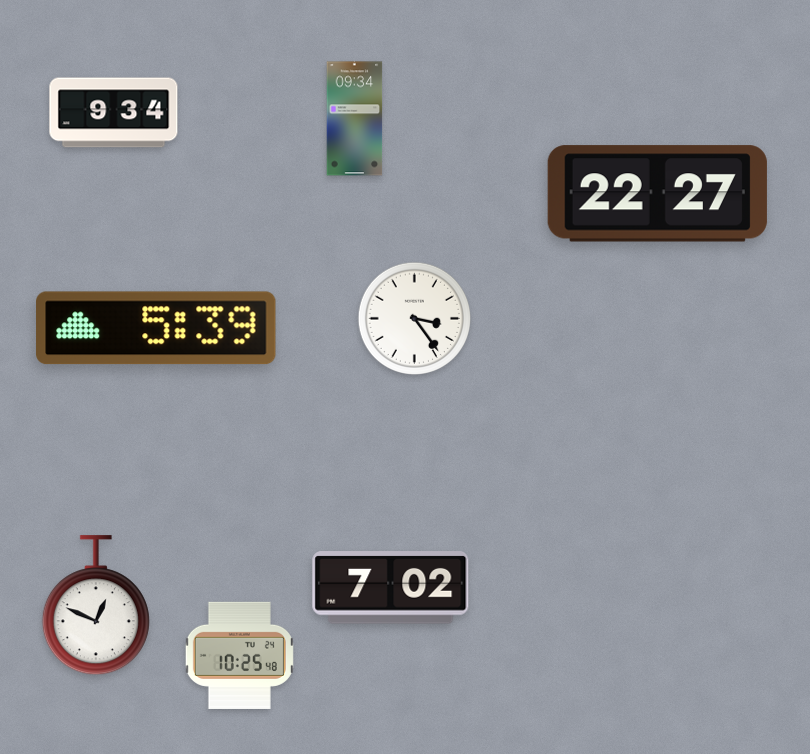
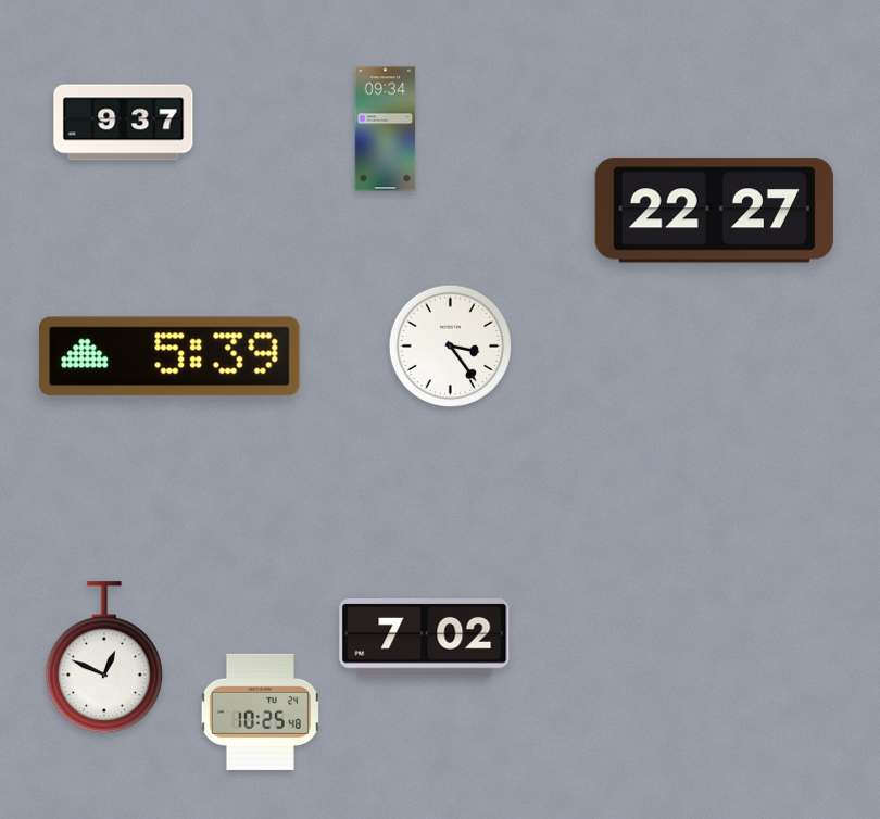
clock at (114, 113): 9:34 -> 9:37
